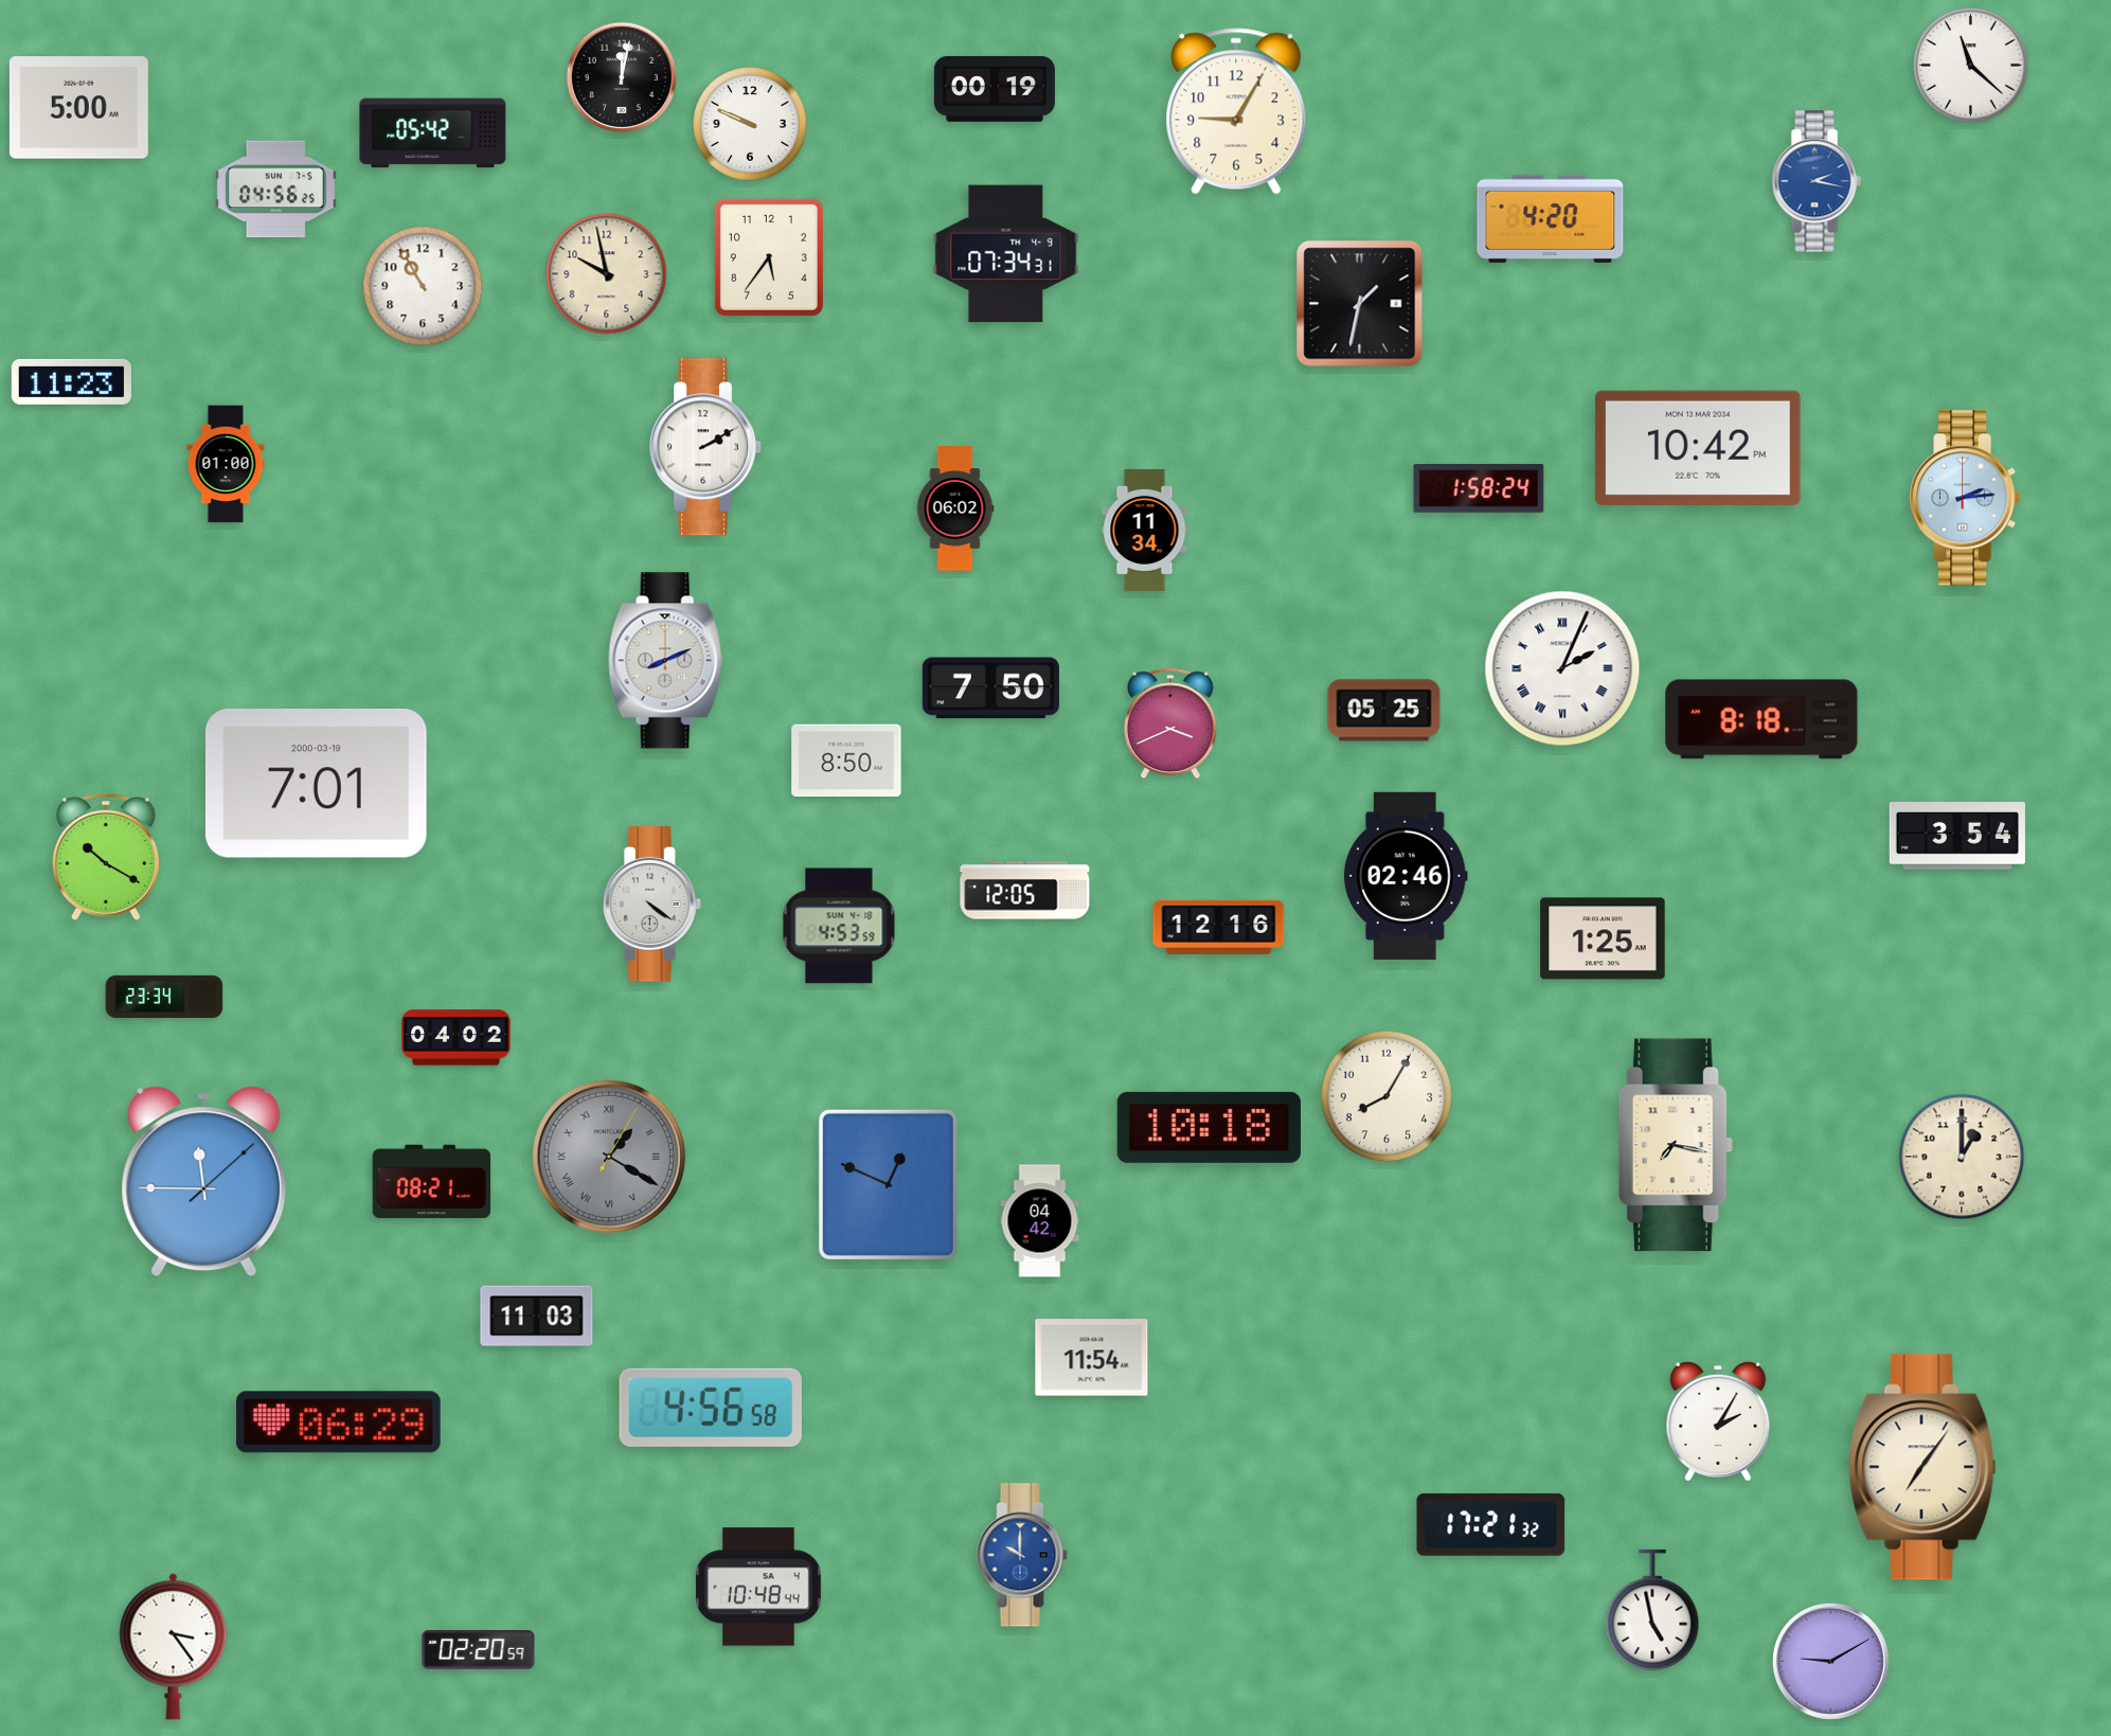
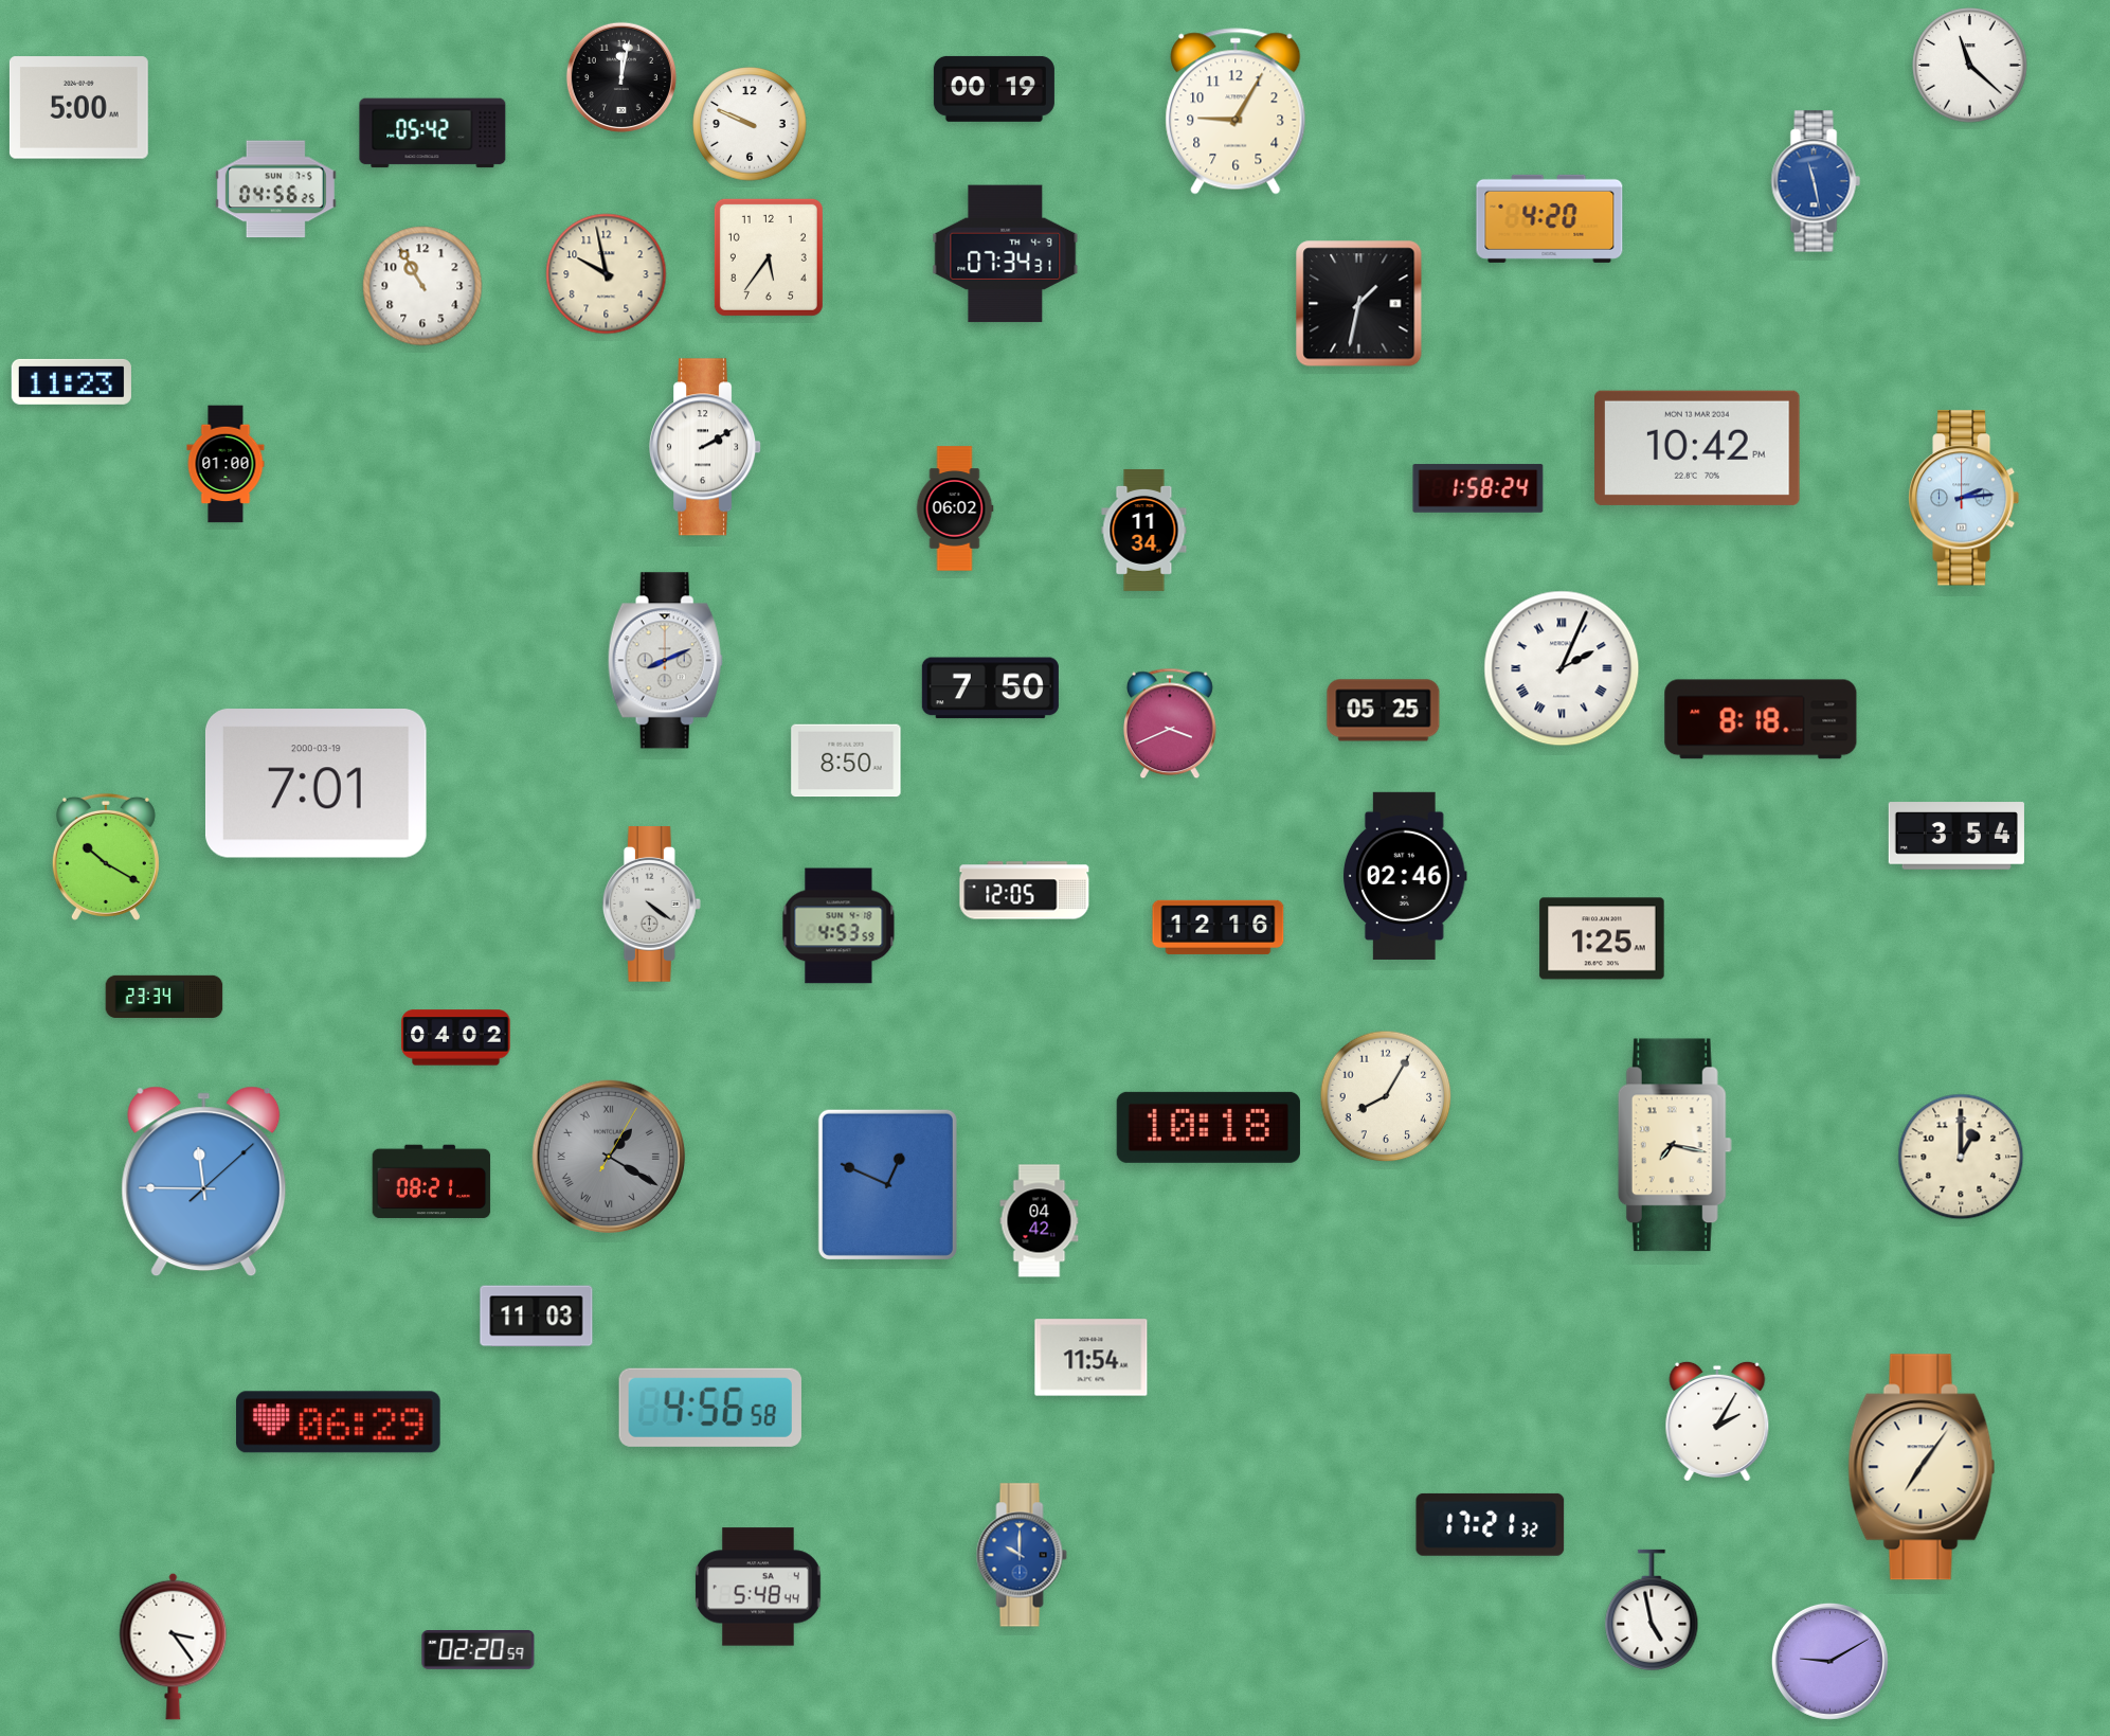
clock at (1817, 181): 2:17 -> 11:28
clock at (758, 1587): 10:48 -> 5:48
